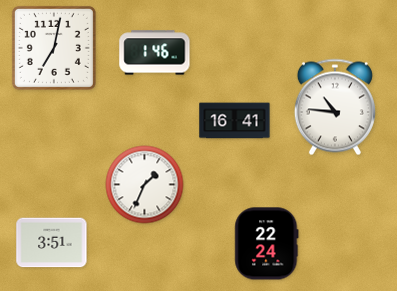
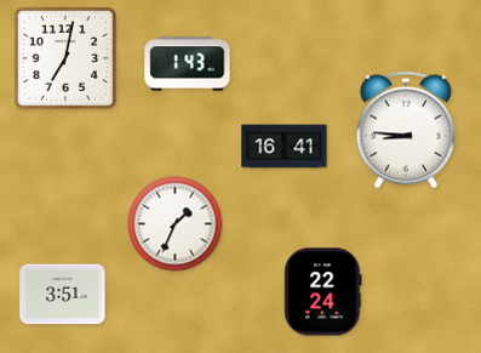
clock at (155, 53): 1:46 -> 1:43
clock at (335, 107): 10:46 -> 8:46
clock at (267, 244) position: (267, 244) -> (323, 292)
